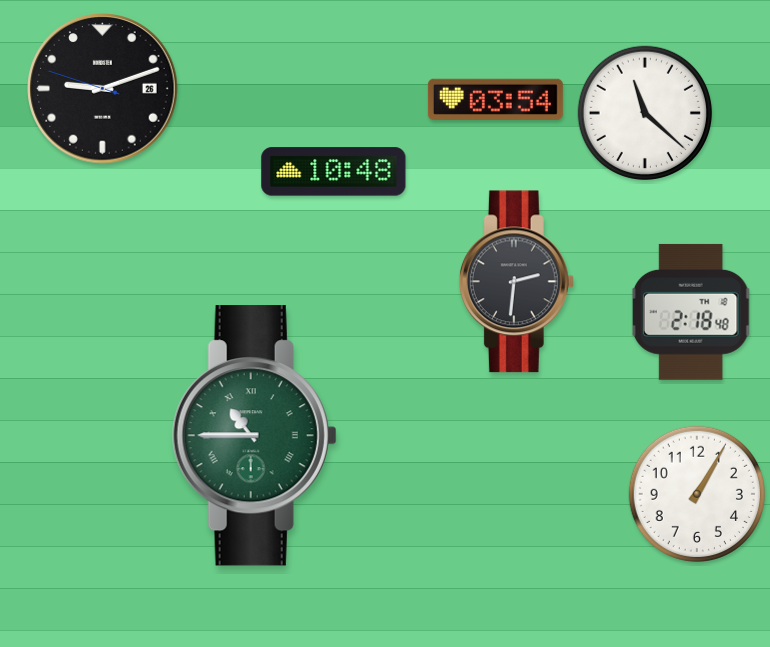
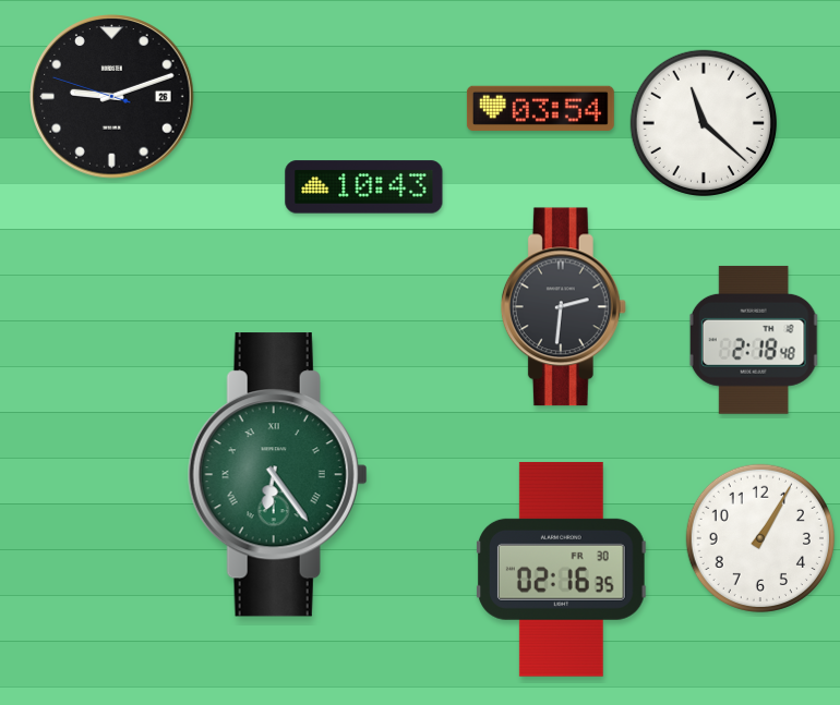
clock at (334, 172): 10:48 -> 10:43
clock at (254, 436): 10:45 -> 6:24
clock at (562, 569): none -> 02:16
